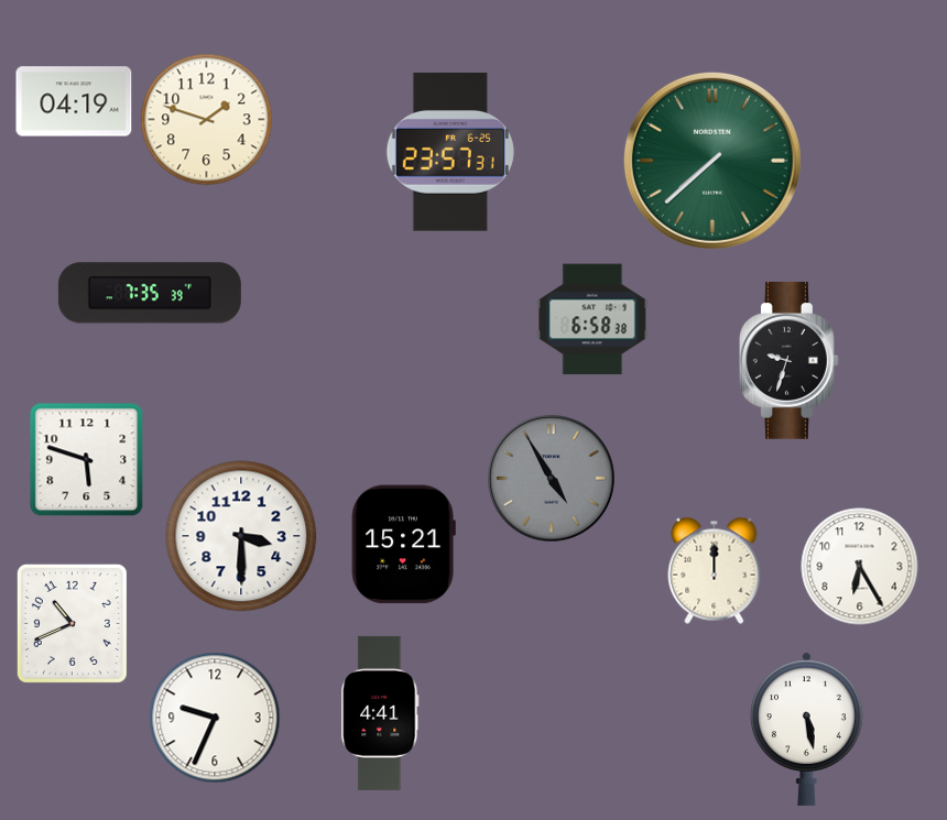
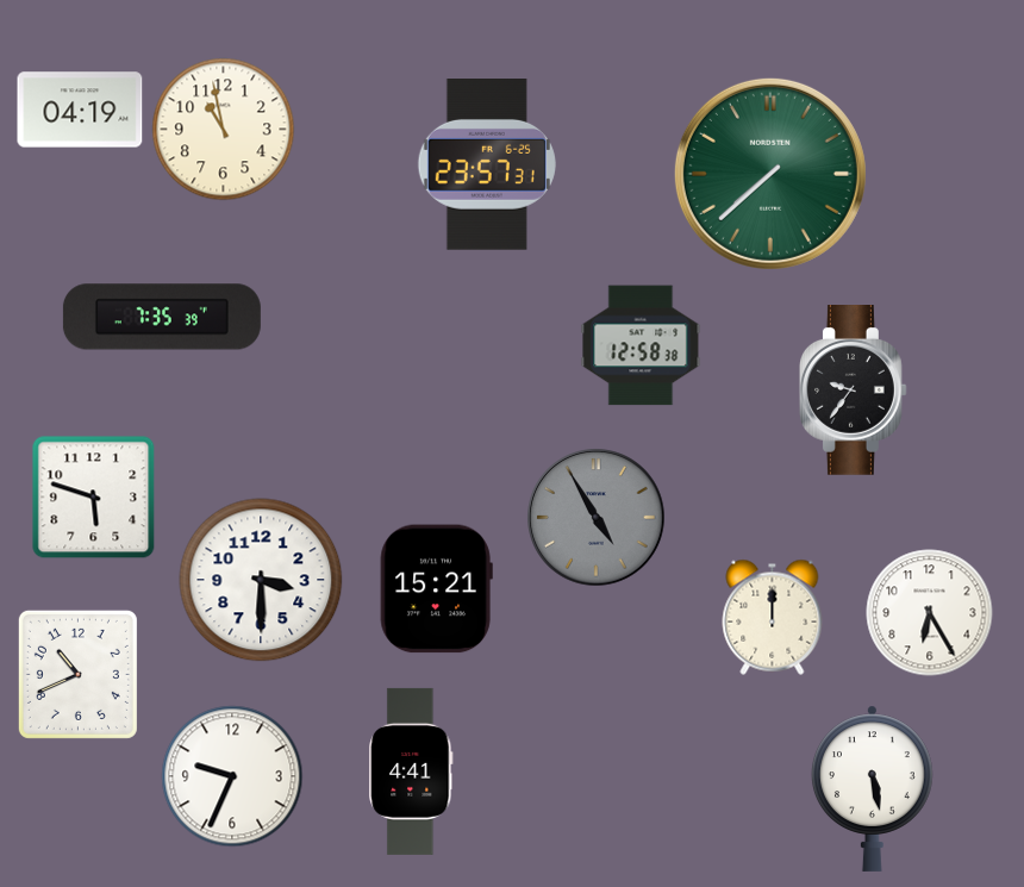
clock at (207, 120): 1:48 -> 10:58
clock at (592, 319): 6:58 -> 12:58
clock at (790, 361): 9:33 -> 9:36
